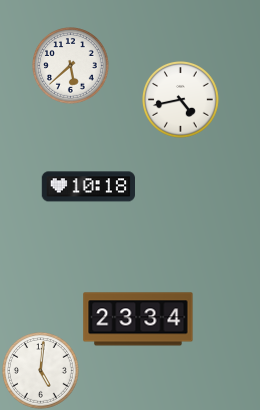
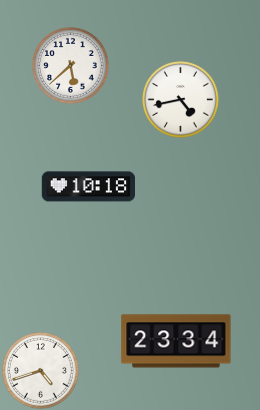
clock at (138, 319) position: (138, 319) -> (176, 341)
clock at (41, 371): 5:01 -> 4:42
